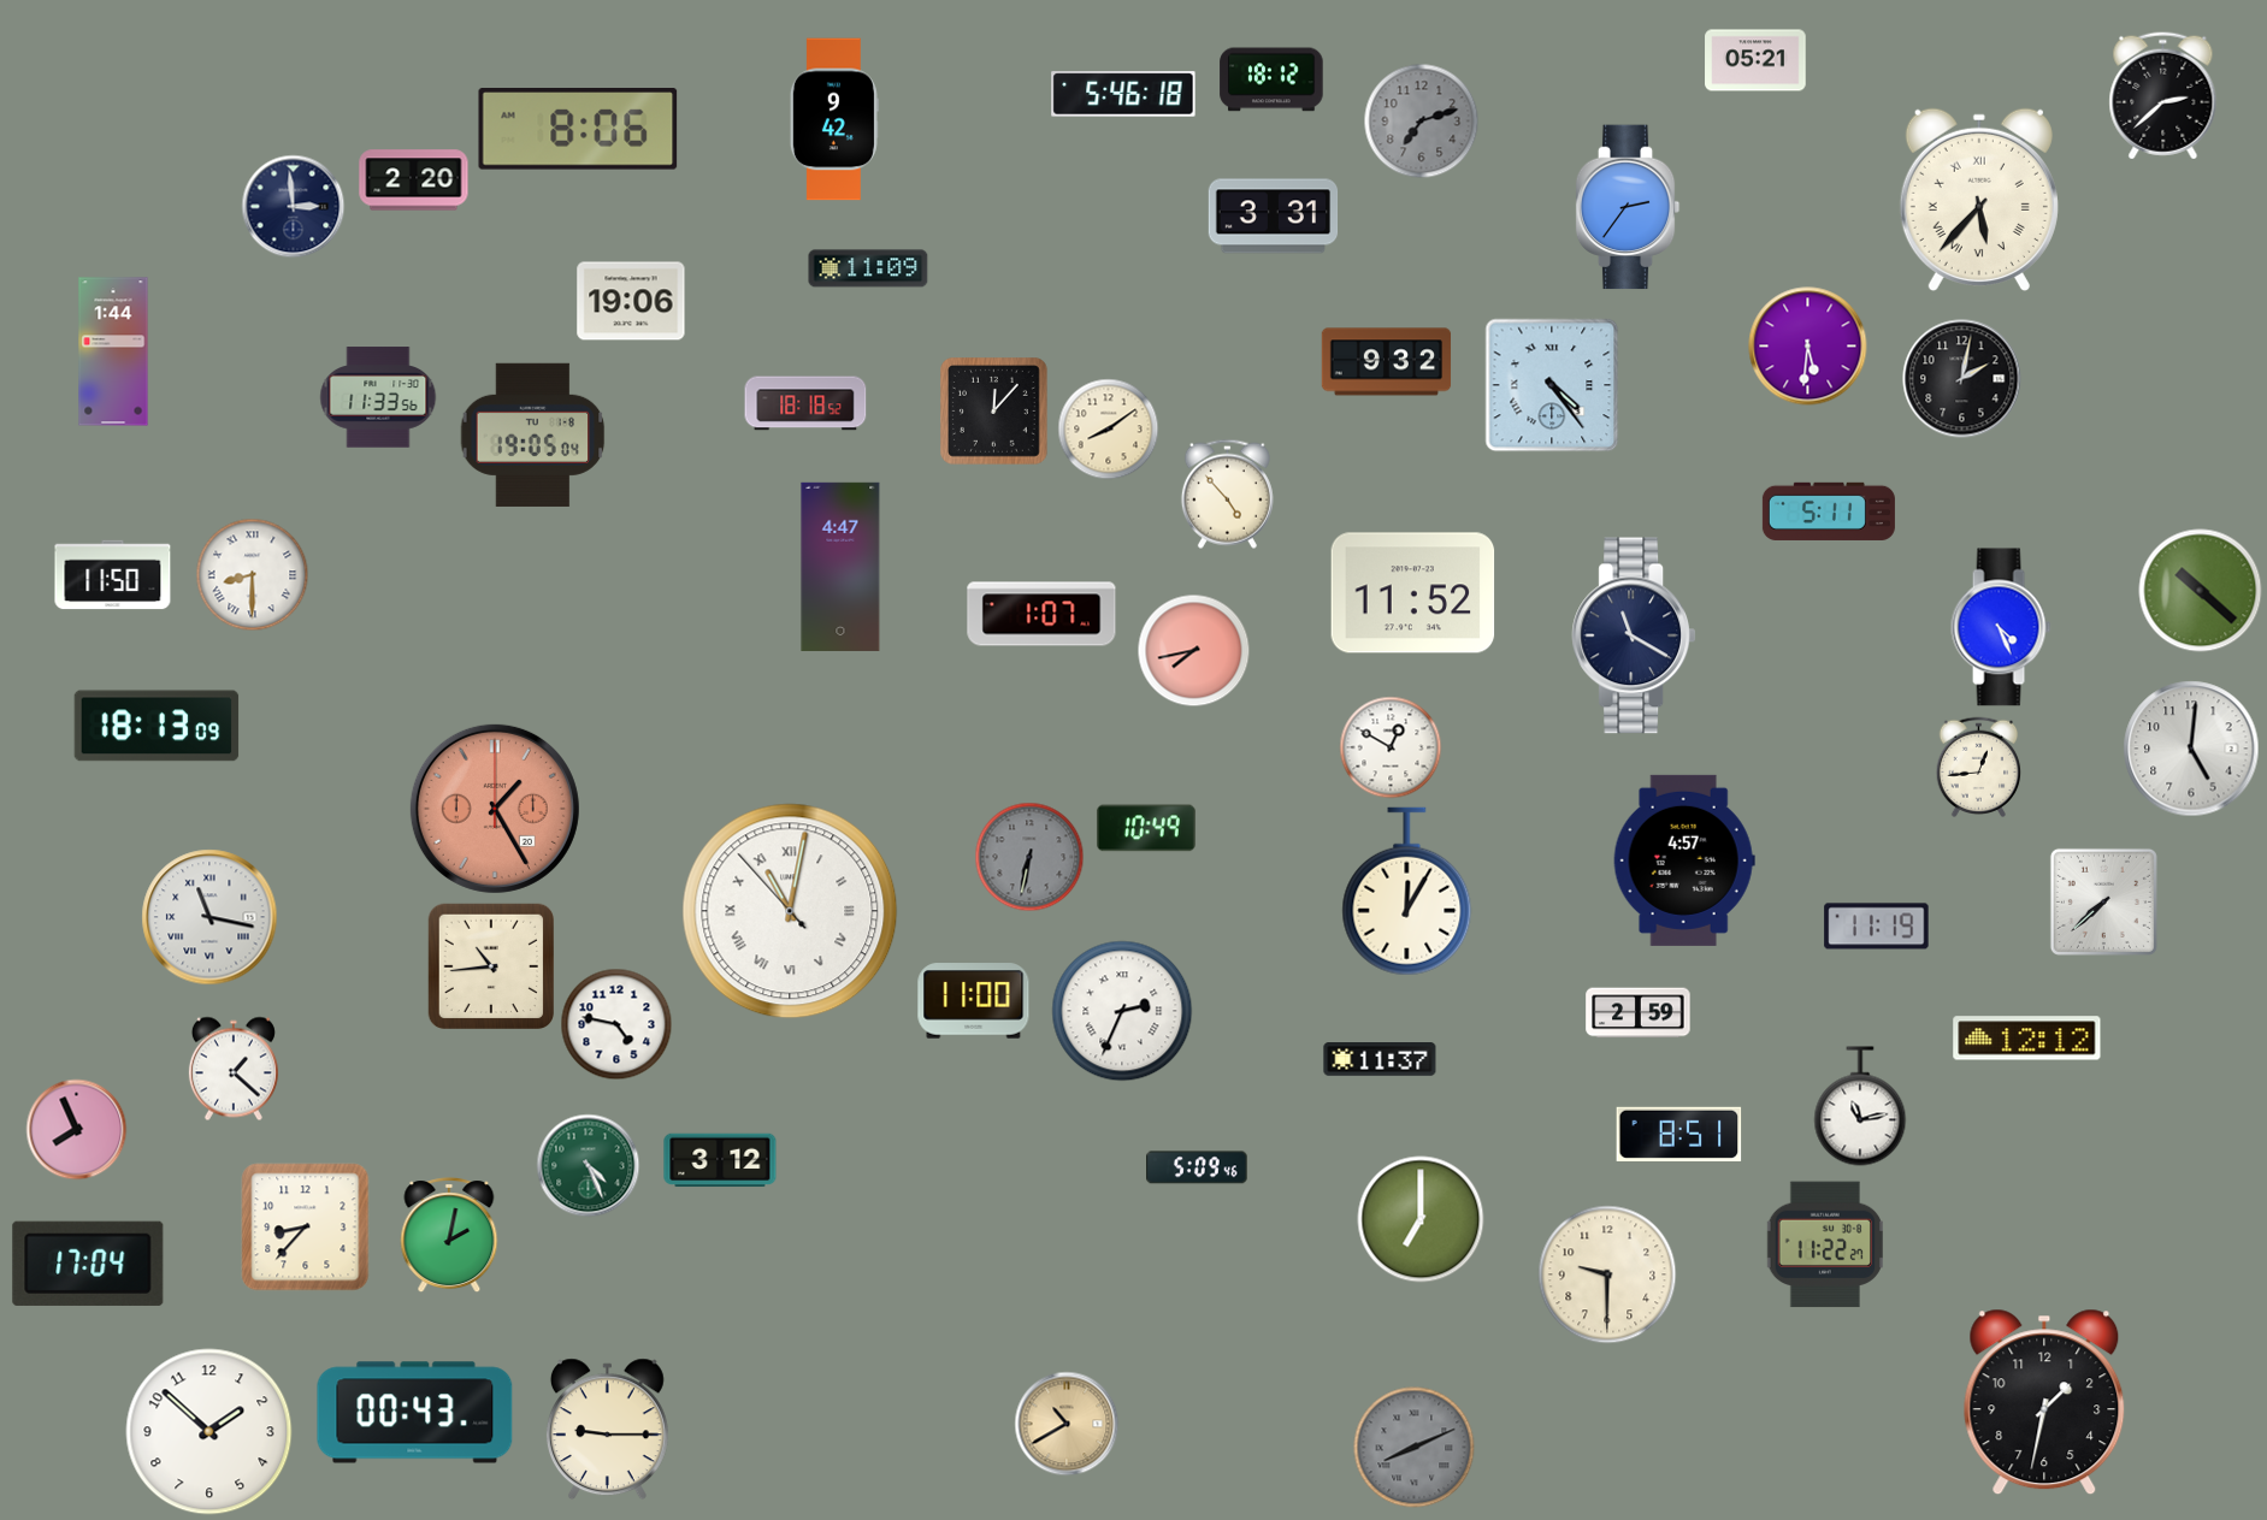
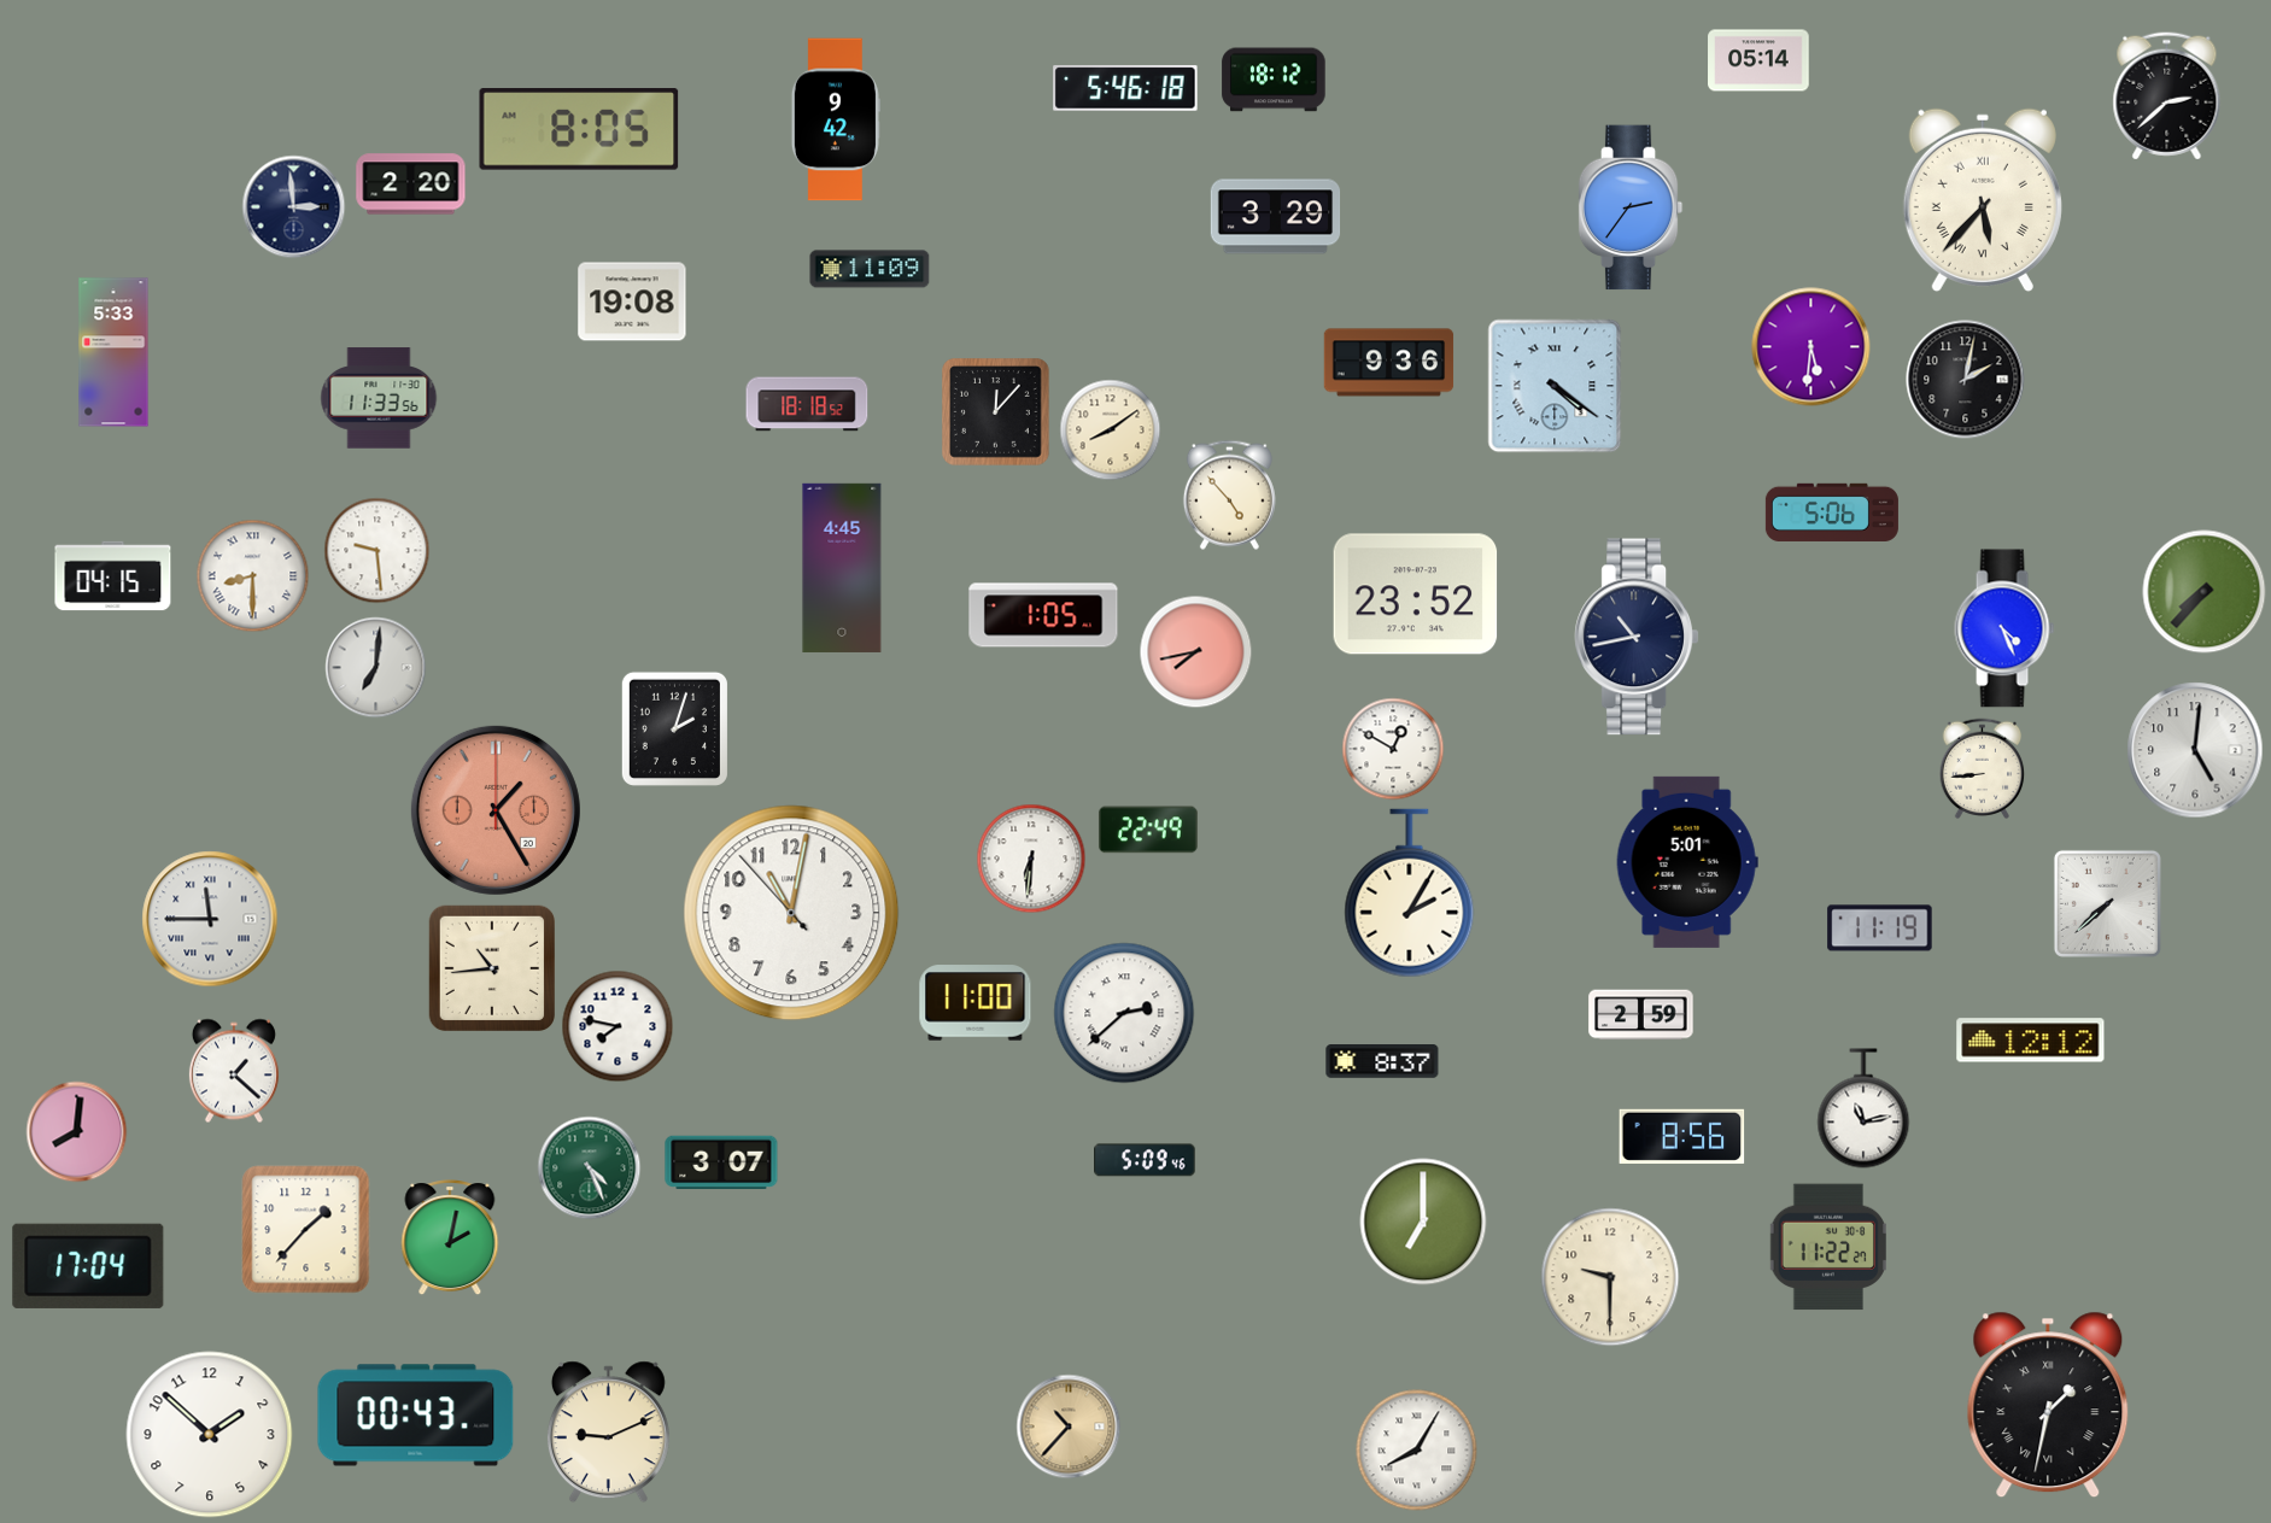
clock at (1755, 60): 05:21 -> 05:14
clock at (1123, 94) position: (1123, 94) -> (1125, 88)
clock at (1422, 122): 7:12 -> none
clock at (578, 130): 8:06 -> 8:05
clock at (414, 181) position: (414, 181) -> (411, 184)
clock at (1274, 217): 3:31 -> 3:29
clock at (631, 301): 19:06 -> 19:08
clock at (113, 351): 1:44 -> 5:33
clock at (1387, 362): 9:32 -> 9:36
clock at (1552, 385): 4:24 -> 4:21
clock at (533, 434): 19:05 -> none
clock at (1829, 511): 5:11 -> 5:06
clock at (377, 551): none -> 9:29
clock at (840, 567): 4:47 -> 4:45
clock at (113, 575): 11:50 -> 04:15
clock at (2201, 591): 10:22 -> 7:37
clock at (1413, 593): 11:52 -> 23:52
clock at (1041, 614): 1:07 -> 1:05
clock at (1634, 635): 11:20 -> 10:43
clock at (376, 668): none -> 7:01
clock at (157, 726): 18:13 -> none
clock at (674, 728): none -> 2:03
clock at (1979, 768): 12:44 -> 8:44
clock at (1146, 828): 10:49 -> 22:49
clock at (1029, 857): 6:32 -> 6:31
clock at (1029, 857) dial: grey -> white
clock at (1684, 860): 4:57 -> 5:01
clock at (1407, 892): 12:05 -> 2:05
clock at (790, 911) numerals: Roman -> Arabic
clock at (209, 917): 11:17 -> 11:45
clock at (1122, 1011): 2:34 -> 2:38
clock at (616, 1024): 4:47 -> 7:47
clock at (1380, 1060): 11:37 -> 8:37
clock at (77, 1130): 7:56 -> 8:01
clock at (1679, 1134): 8:51 -> 8:56
clock at (720, 1160): 3:12 -> 3:07
clock at (1198, 1167) position: (1198, 1167) -> (1146, 1160)
clock at (306, 1228): 8:37 -> 1:37
clock at (2044, 1402) numerals: Arabic -> Roman
clock at (1067, 1424): 10:40 -> 10:37
clock at (607, 1430): 9:15 -> 9:11
clock at (1415, 1448): 8:11 -> 8:05
clock at (1415, 1448) dial: grey -> white
